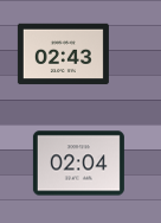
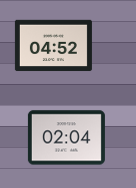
clock at (63, 55): 02:43 -> 04:52
